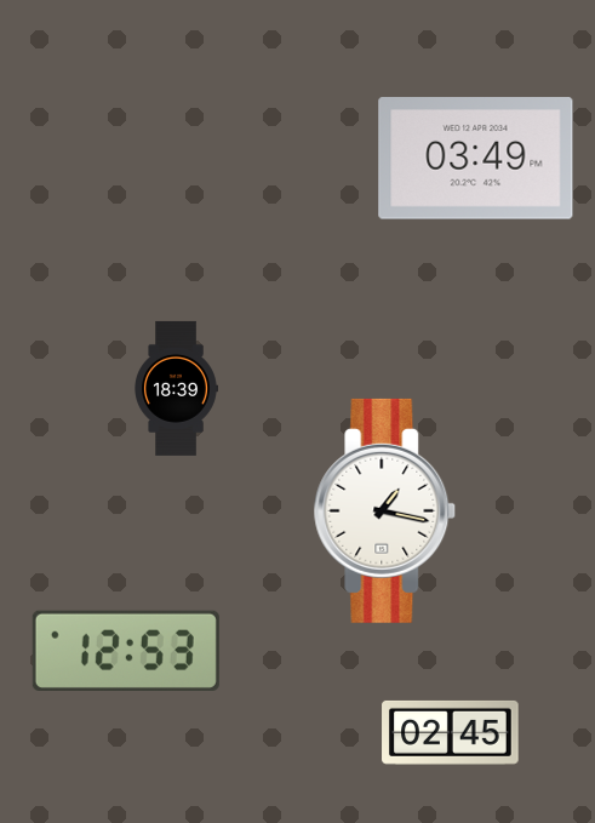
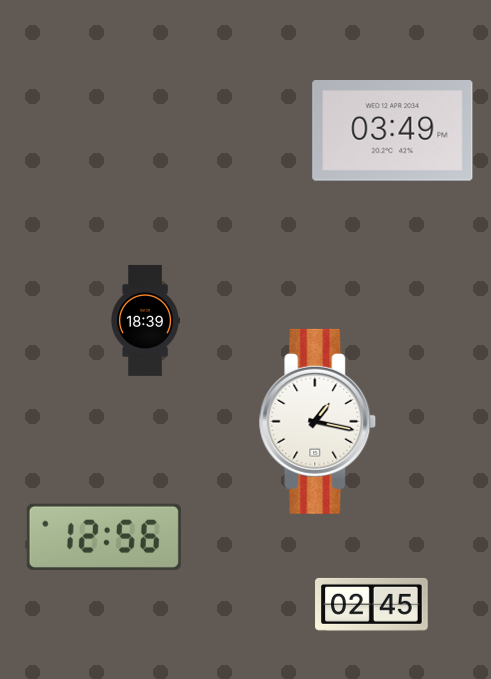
clock at (126, 651): 12:53 -> 12:56
